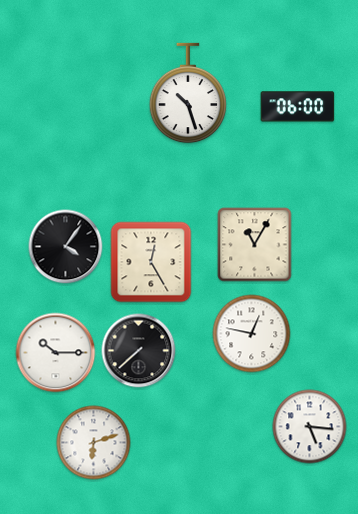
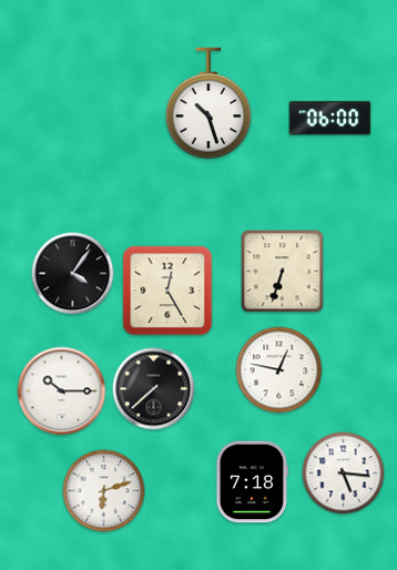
clock at (255, 245): 11:05 -> 6:33
clock at (252, 482): none -> 7:18
